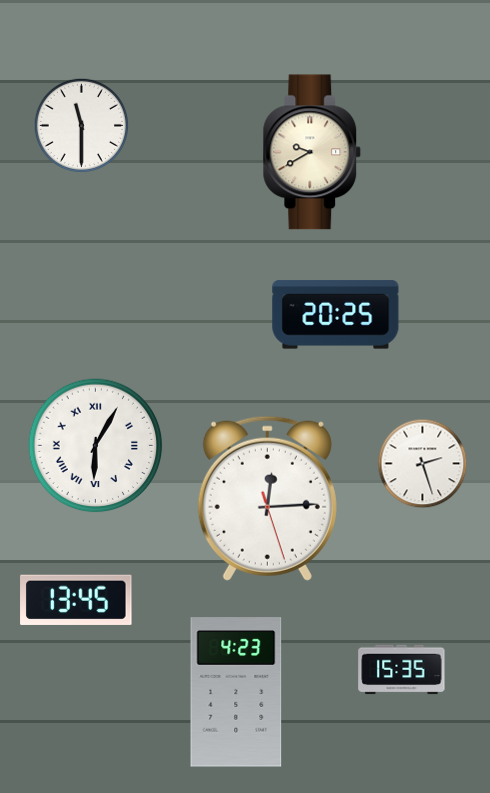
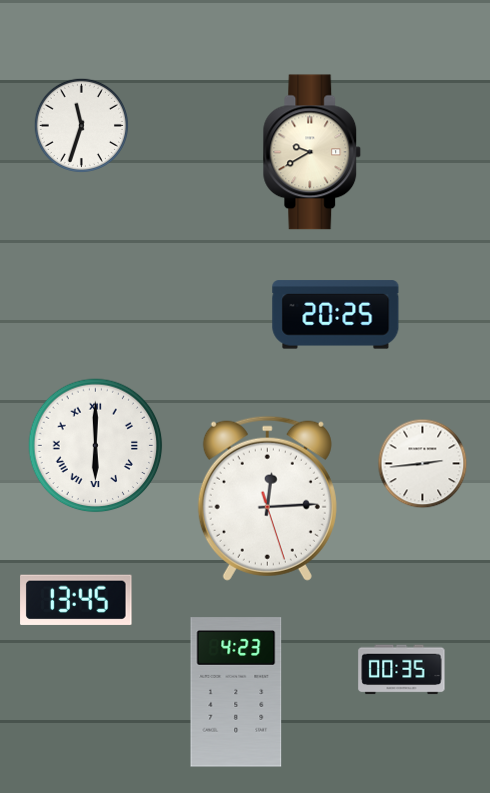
clock at (81, 125): 11:30 -> 11:33
clock at (96, 446): 6:05 -> 6:00
clock at (423, 464): 2:27 -> 2:44
clock at (402, 670): 15:35 -> 00:35
